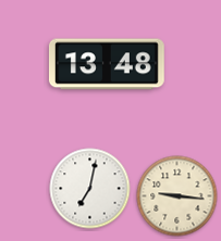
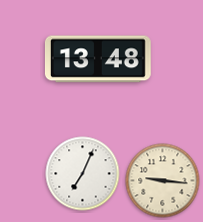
clock at (90, 189): 7:02 -> 7:04
